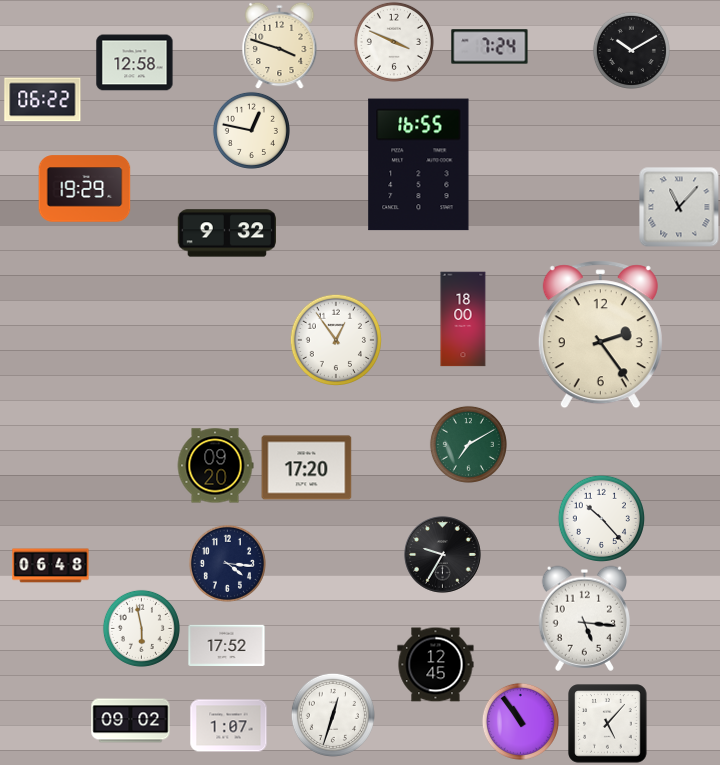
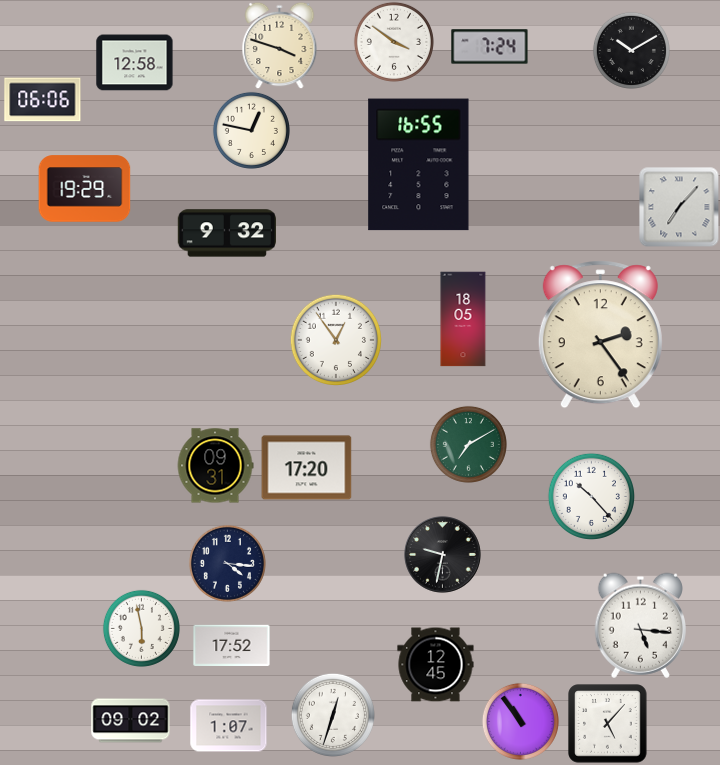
clock at (394, 42): 3:49 -> 3:51
clock at (43, 100): 06:22 -> 06:06
clock at (679, 207): 11:07 -> 7:07
clock at (463, 319): 18:00 -> 18:05
clock at (215, 466): 09:20 -> 09:31
clock at (601, 518) position: (601, 518) -> (591, 496)
clock at (443, 555): 9:35 -> 9:32
clock at (51, 566): 06:48 -> none
clock at (584, 618) position: (584, 618) -> (640, 625)
clock at (227, 645) position: (227, 645) -> (232, 645)
